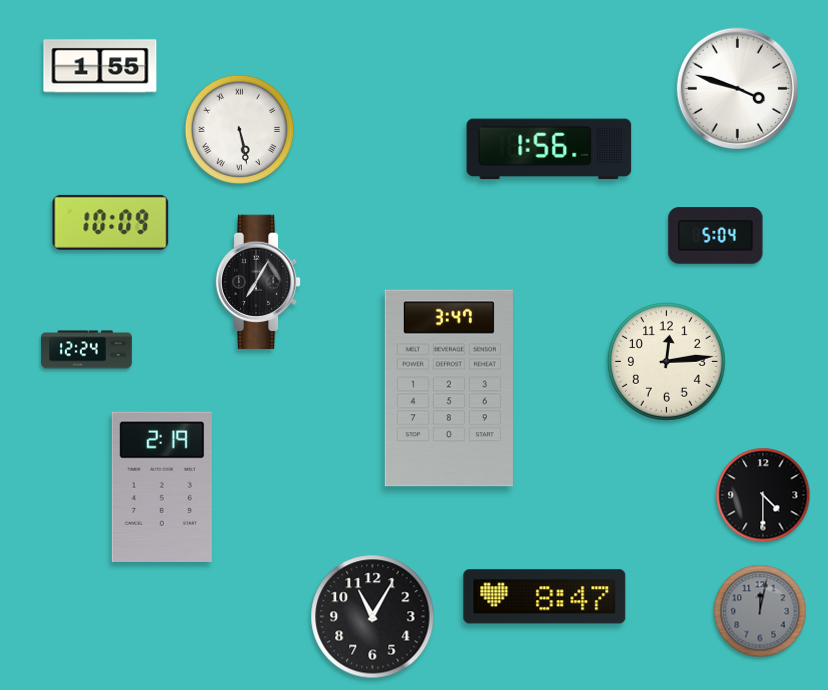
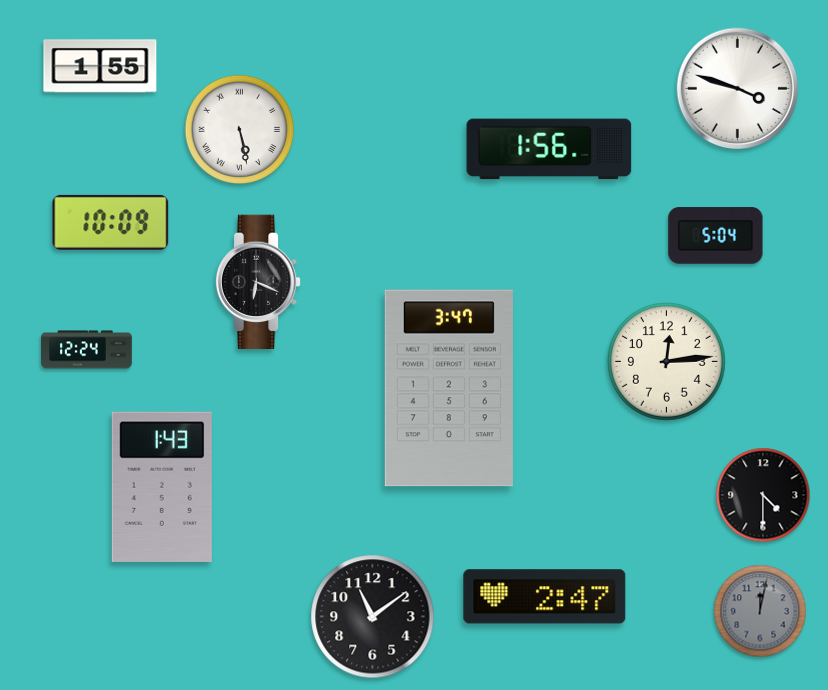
clock at (258, 282): 7:05 -> 6:19
clock at (162, 487): 2:19 -> 1:43
clock at (545, 597): 8:47 -> 2:47
clock at (373, 617): 11:05 -> 11:09
